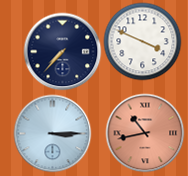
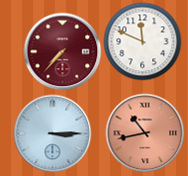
clock at (142, 41): 3:49 -> 11:49
clock at (62, 51) dial: navy -> burgundy
